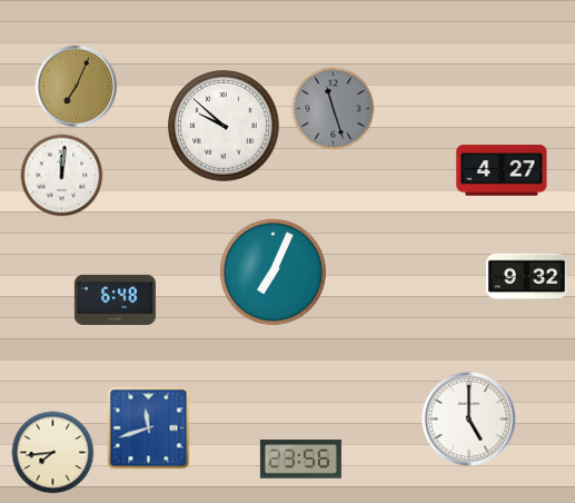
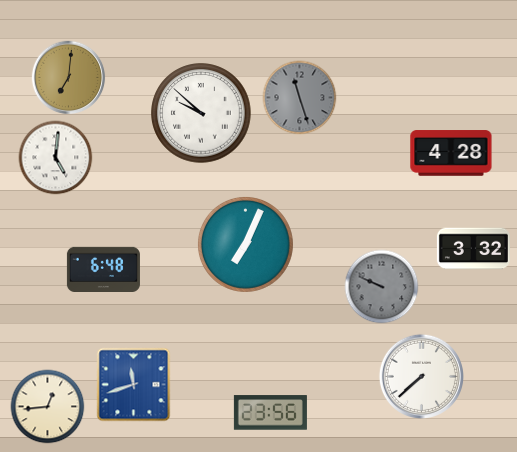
clock at (77, 87): 7:04 -> 7:01
clock at (502, 170): 4:27 -> 4:28
clock at (62, 176): 12:01 -> 5:01
clock at (526, 277): 9:32 -> 3:32
clock at (382, 287): none -> 9:49
clock at (468, 418): 5:00 -> 7:38
clock at (53, 453): 7:44 -> 12:44
